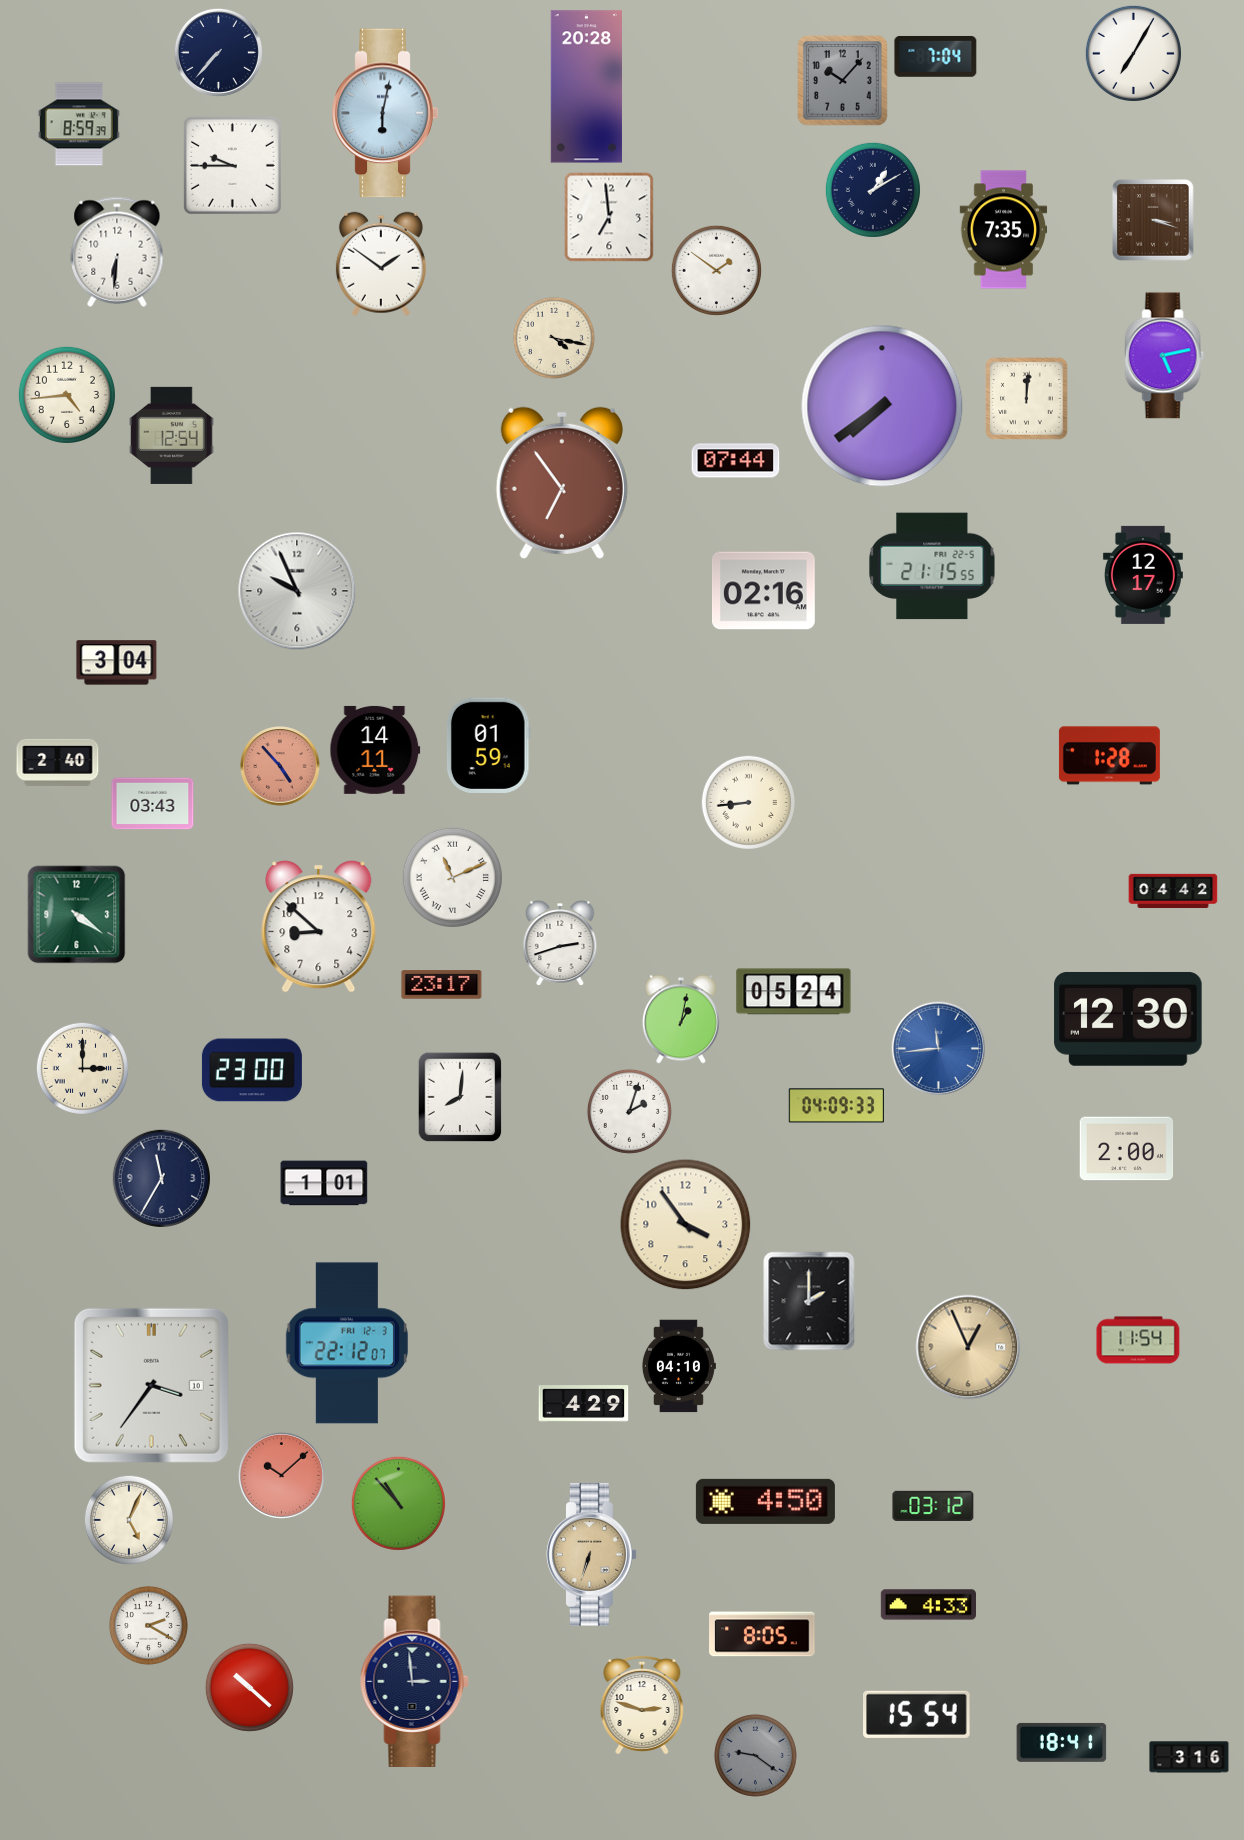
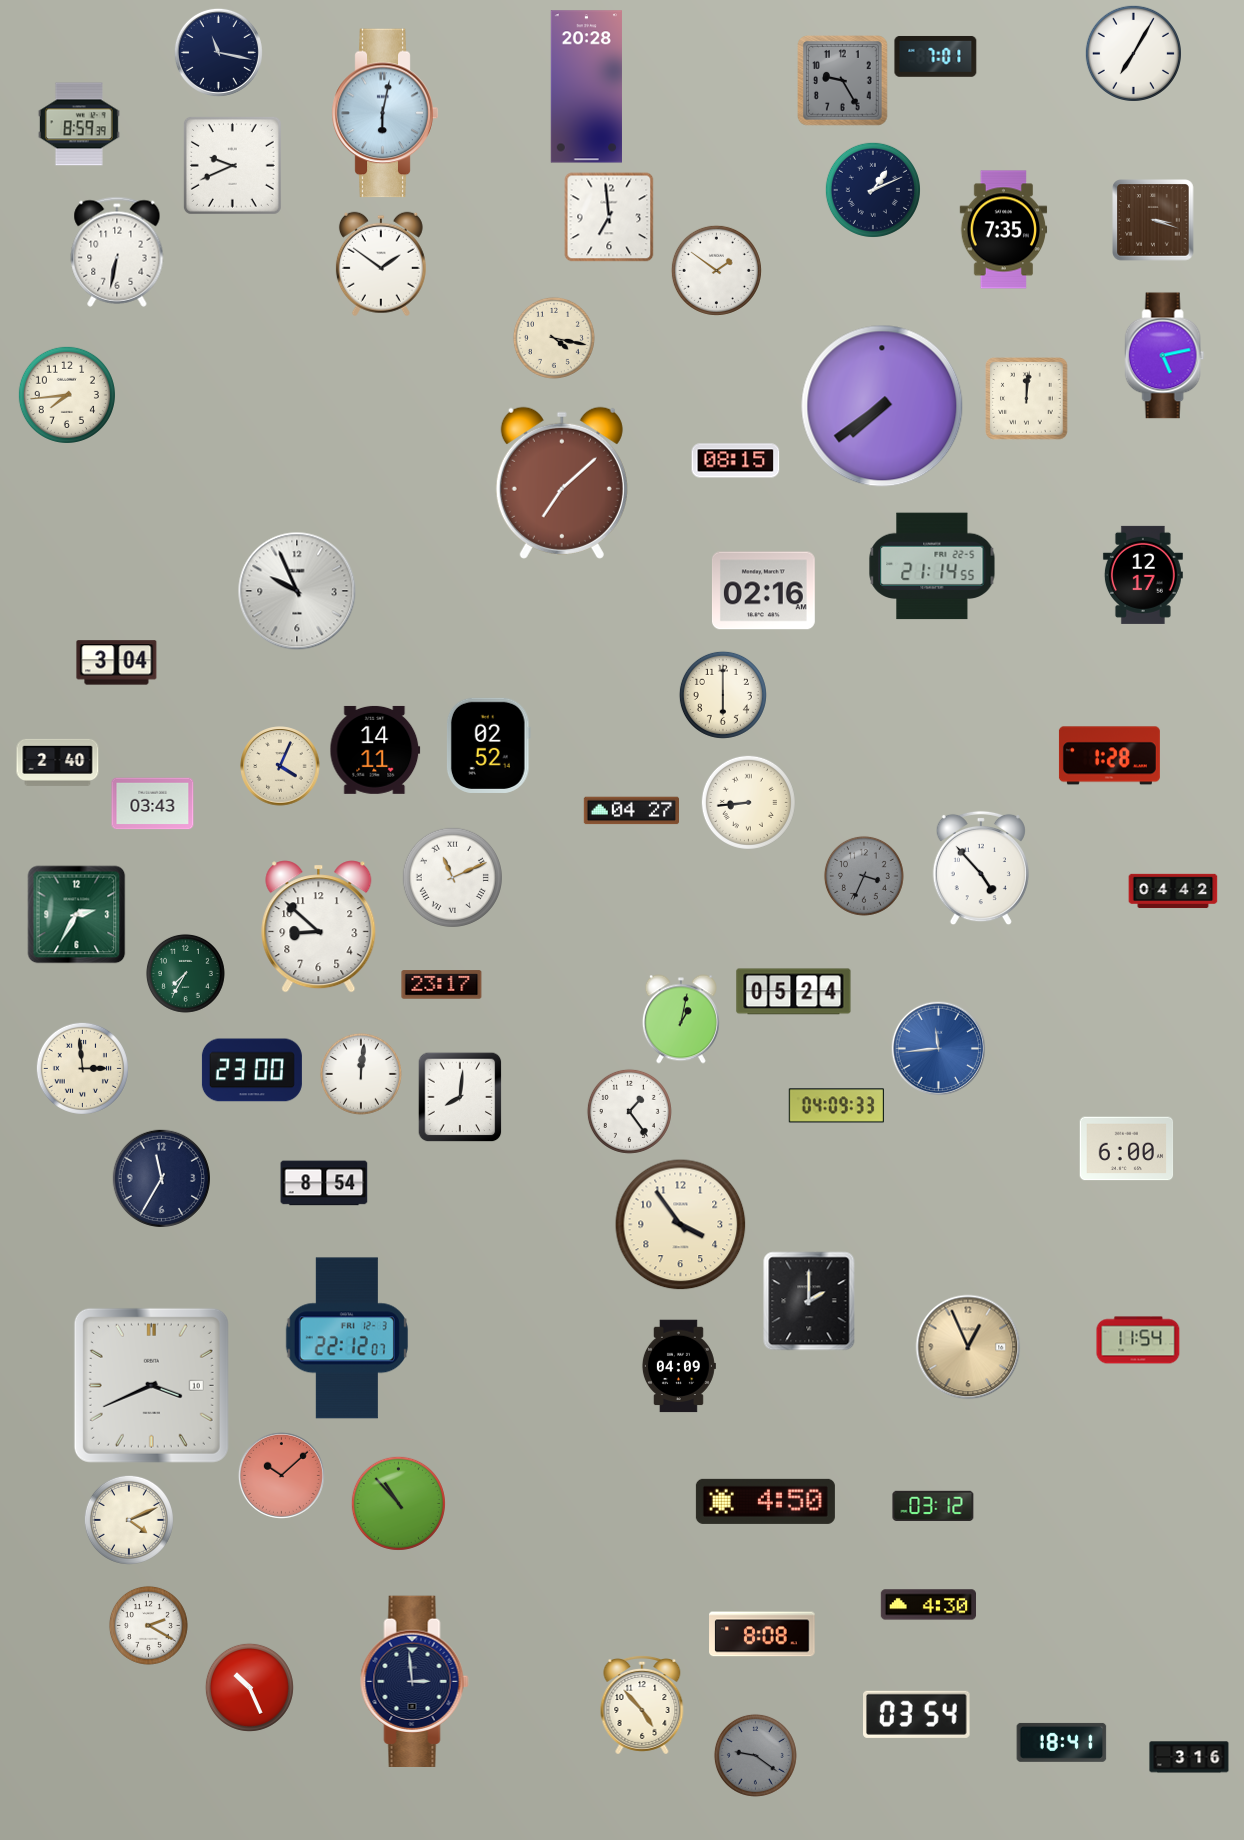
clock at (218, 52): 7:37 -> 11:17
clock at (936, 56): 7:04 -> 7:01
clock at (843, 81): 10:07 -> 9:25
clock at (232, 165): 9:45 -> 9:41
clock at (873, 190): 1:10 -> 1:11
clock at (117, 252): 6:31 -> 6:32
clock at (67, 395): 4:44 -> 7:44
clock at (172, 435): 12:54 -> none
clock at (736, 461): 07:44 -> 08:15
clock at (562, 483): 6:54 -> 7:08
clock at (932, 566): 21:15 -> 21:14
clock at (723, 695): none -> 6:00
clock at (488, 745): 01:59 -> 02:52
clock at (280, 766): 4:53 -> 4:04
clock at (280, 766) dial: salmon -> cream
clock at (631, 811): none -> 04:27
clock at (981, 868): none -> 4:53
clock at (864, 876): none -> 3:34
clock at (77, 915): 4:21 -> 2:35
clock at (560, 943): 2:42 -> none
clock at (185, 973): none -> 7:35
clock at (1128, 1019): 12:30 -> none
clock at (82, 1068): 3:00 -> 2:59
clock at (361, 1074): none -> 12:01
clock at (629, 1111): 2:03 -> 1:24
clock at (1127, 1149): 2:00 -> 6:00
clock at (324, 1183): 1:01 -> 8:54
clock at (686, 1225) position: (686, 1225) -> (681, 1225)
clock at (347, 1343) position: (347, 1343) -> (347, 1338)
clock at (678, 1366): 04:10 -> 04:09
clock at (151, 1385): 3:36 -> 3:41
clock at (584, 1404): 4:29 -> none
clock at (129, 1520): 5:04 -> 4:11
clock at (591, 1554): 6:33 -> none
clock at (928, 1605): 4:33 -> 4:30
clock at (762, 1634): 8:05 -> 8:08
clock at (249, 1687): 10:22 -> 10:26
clock at (642, 1705): 2:48 -> 4:53
clock at (917, 1714): 15:54 -> 03:54
